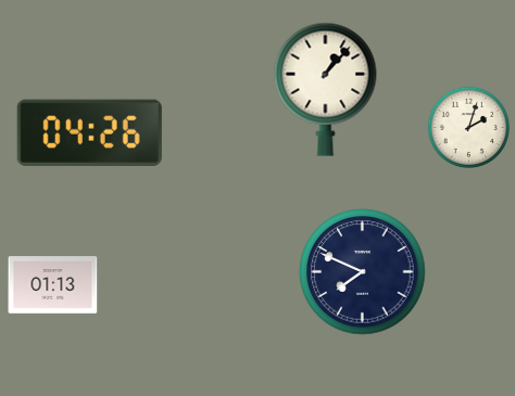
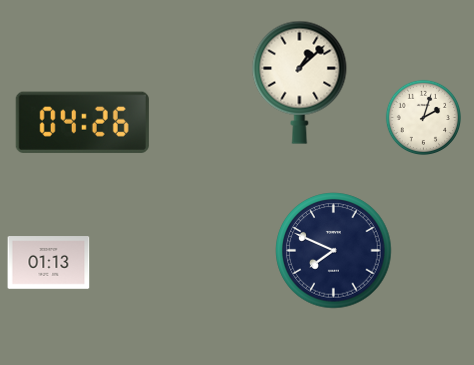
clock at (326, 89): 1:07 -> 1:08
clock at (468, 127) position: (468, 127) -> (423, 117)
